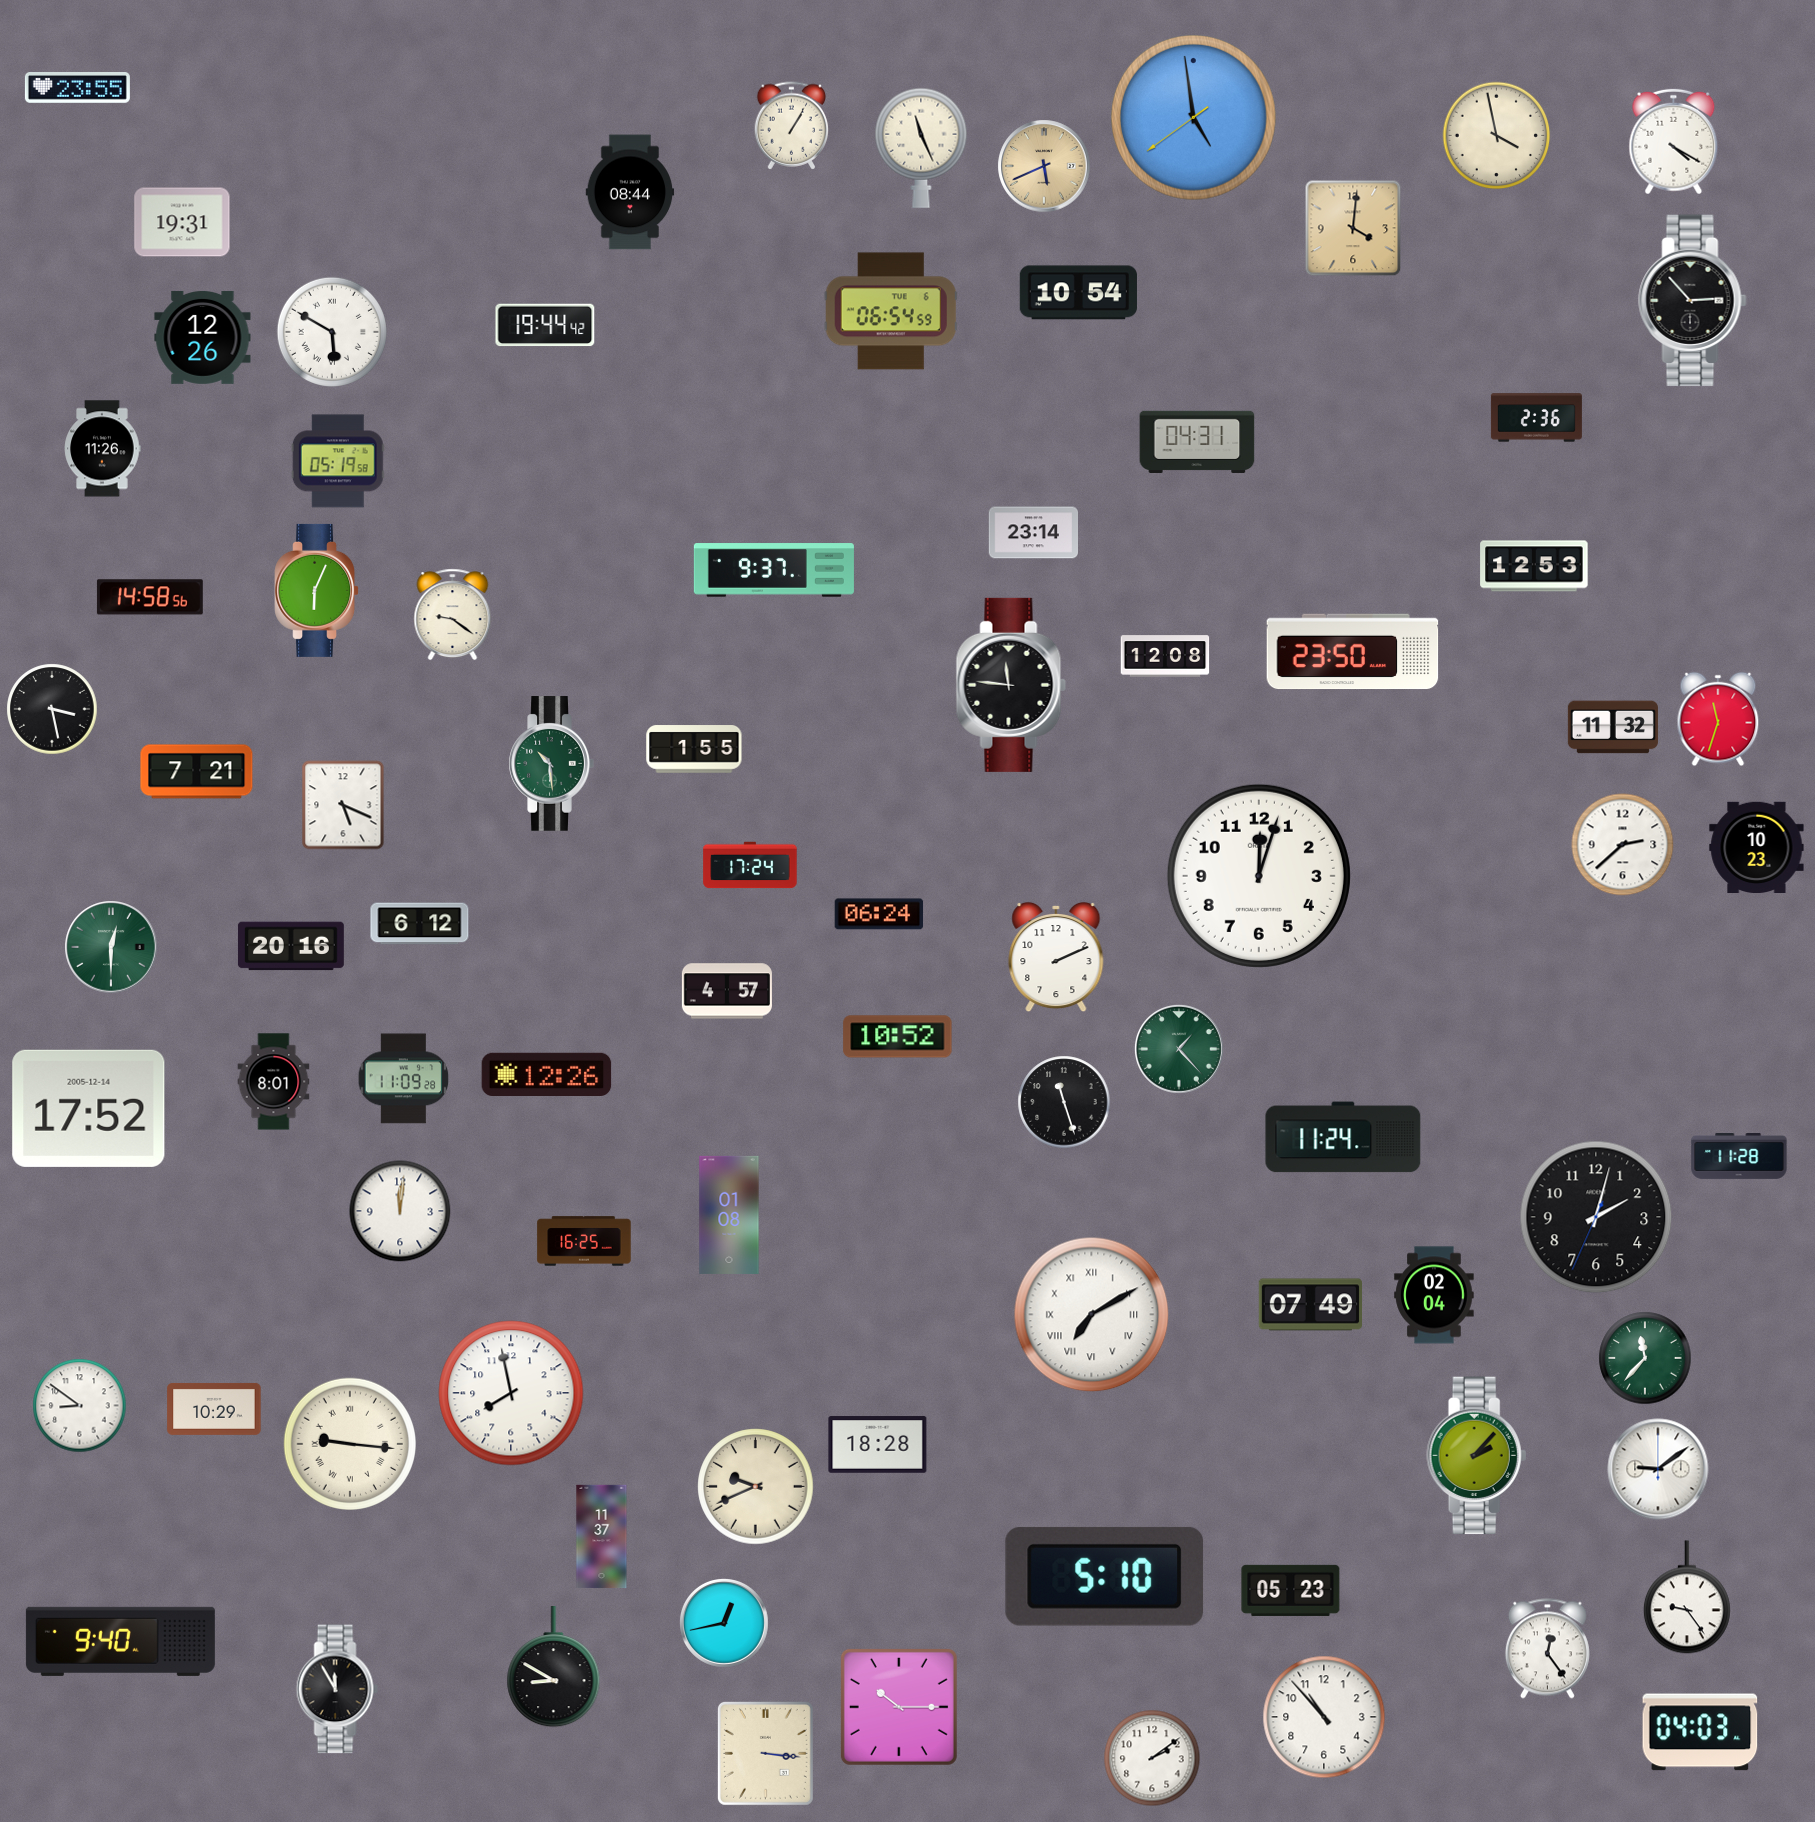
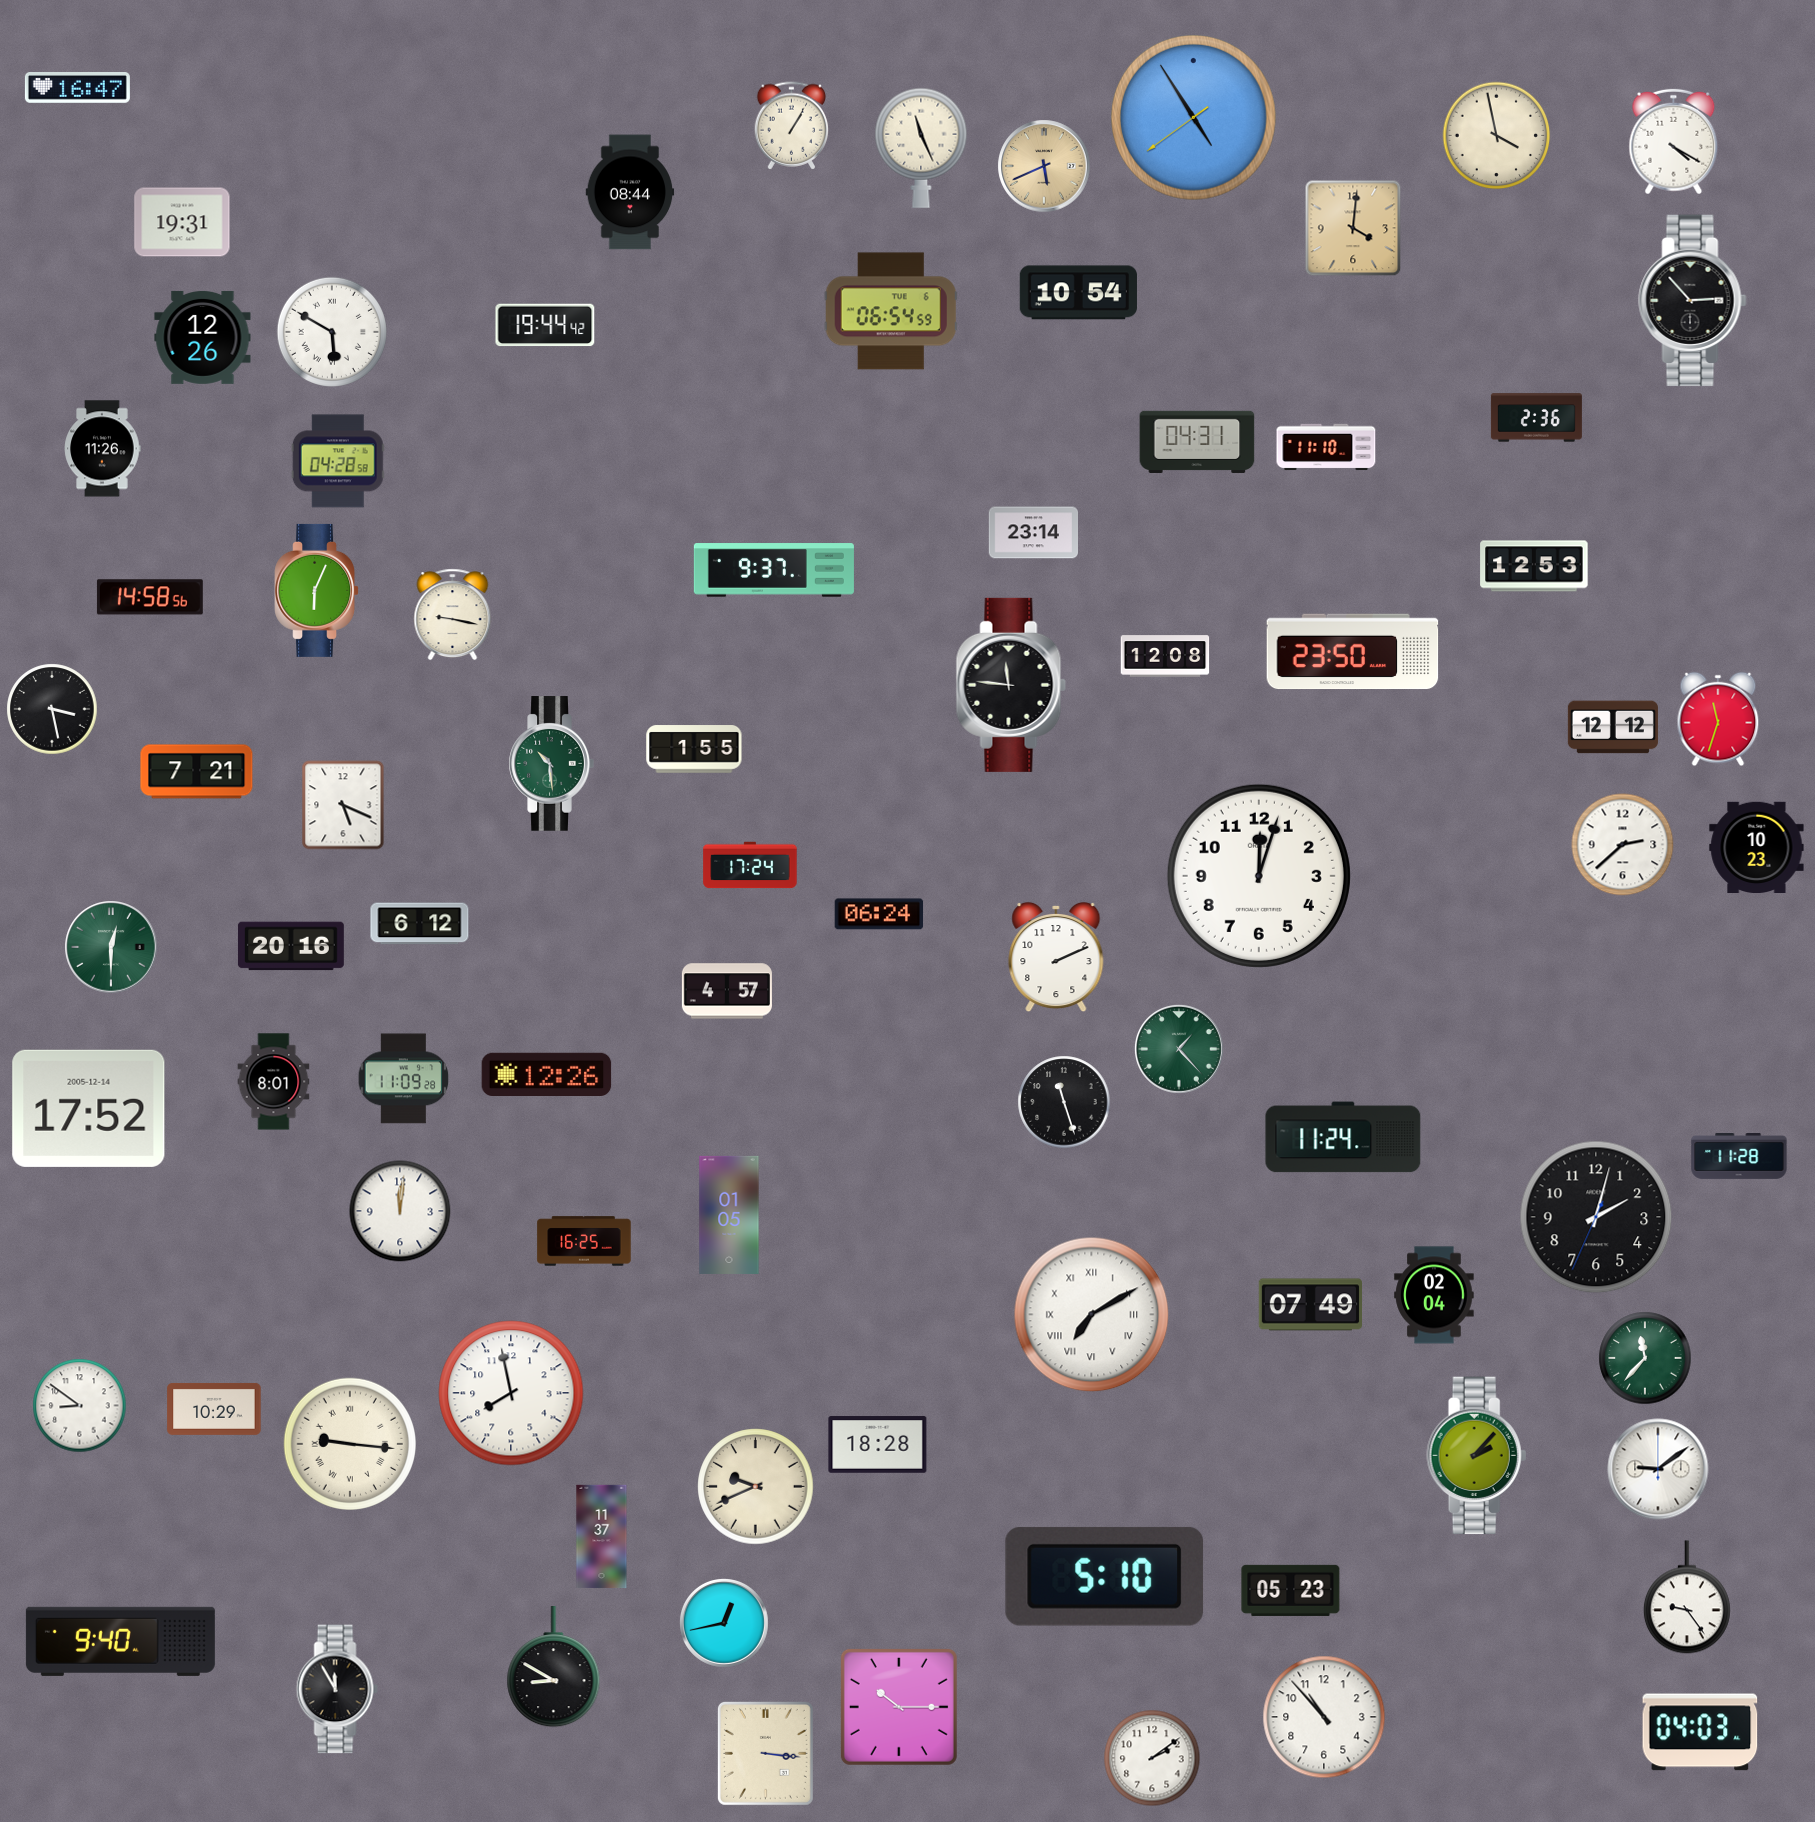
clock at (77, 88): 23:55 -> 16:47
clock at (1194, 118): 4:58 -> 4:54
clock at (1326, 447): none -> 11:10
clock at (338, 461): 05:19 -> 04:28
clock at (453, 615): 9:21 -> 9:17
clock at (1613, 727): 11:32 -> 12:12
clock at (898, 1037): 10:52 -> none
clock at (729, 1215): 01:08 -> 01:05
clock at (1547, 1649): 12:24 -> none
